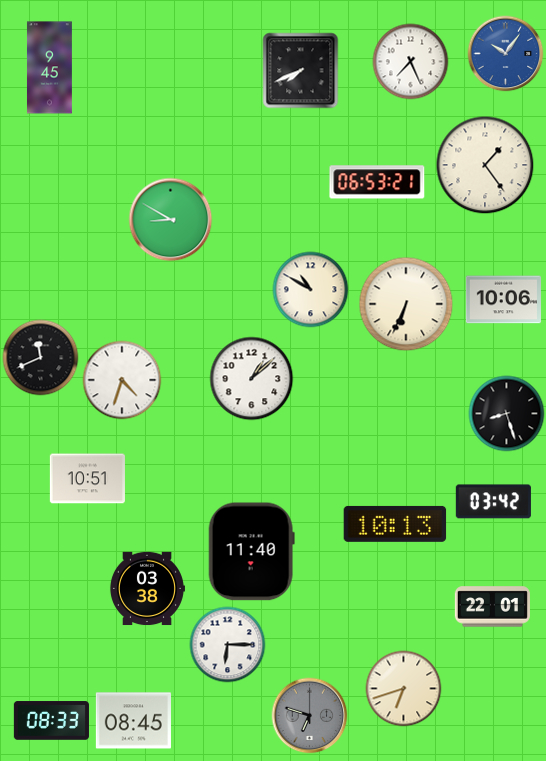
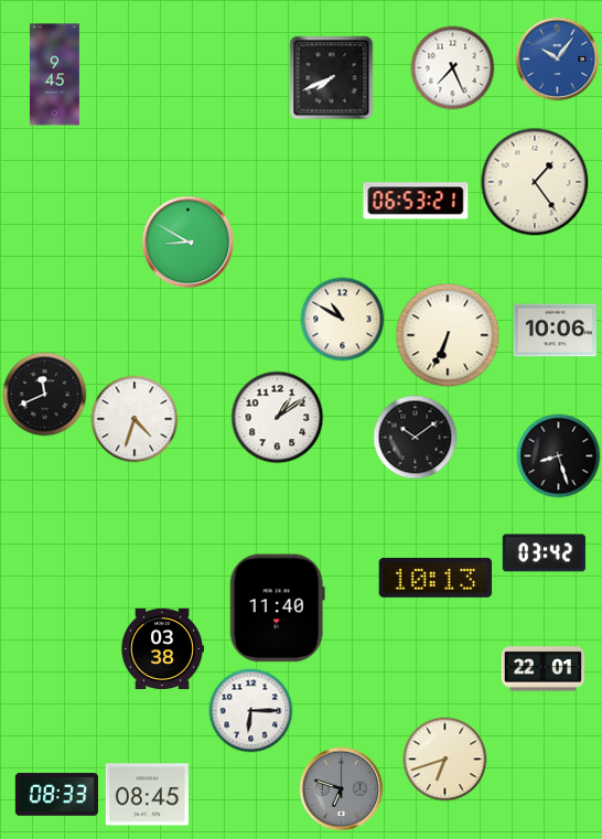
clock at (252, 379): 1:08 -> 1:09
clock at (416, 438): none -> 10:09
clock at (87, 479): 10:51 -> none
